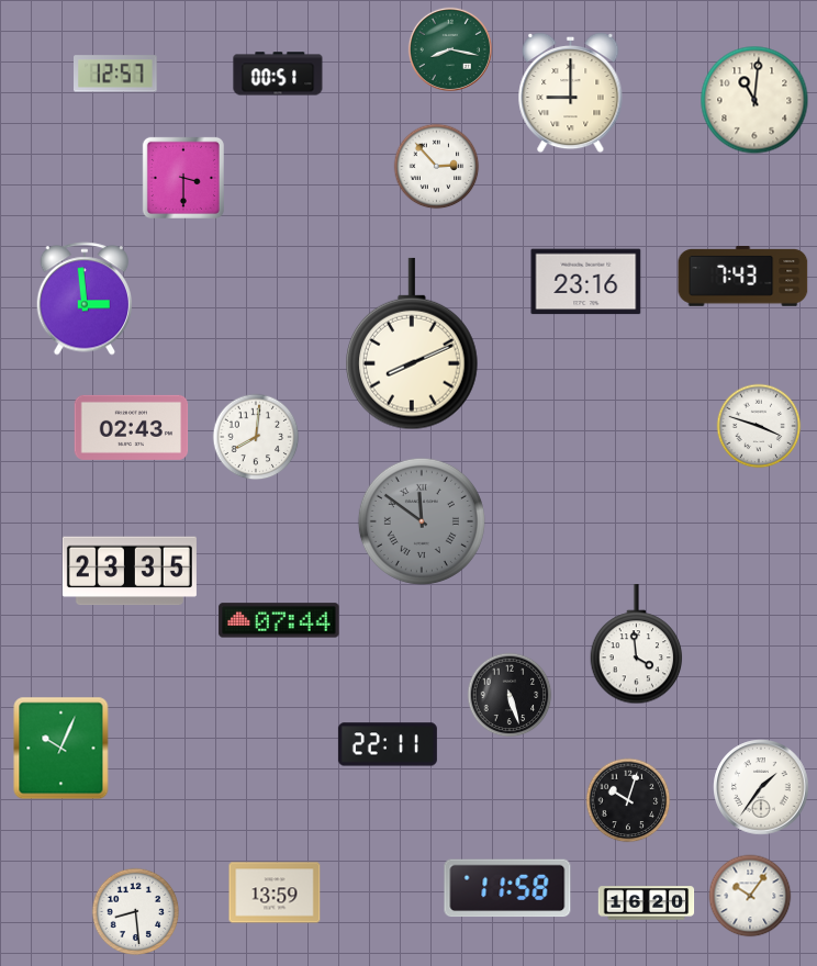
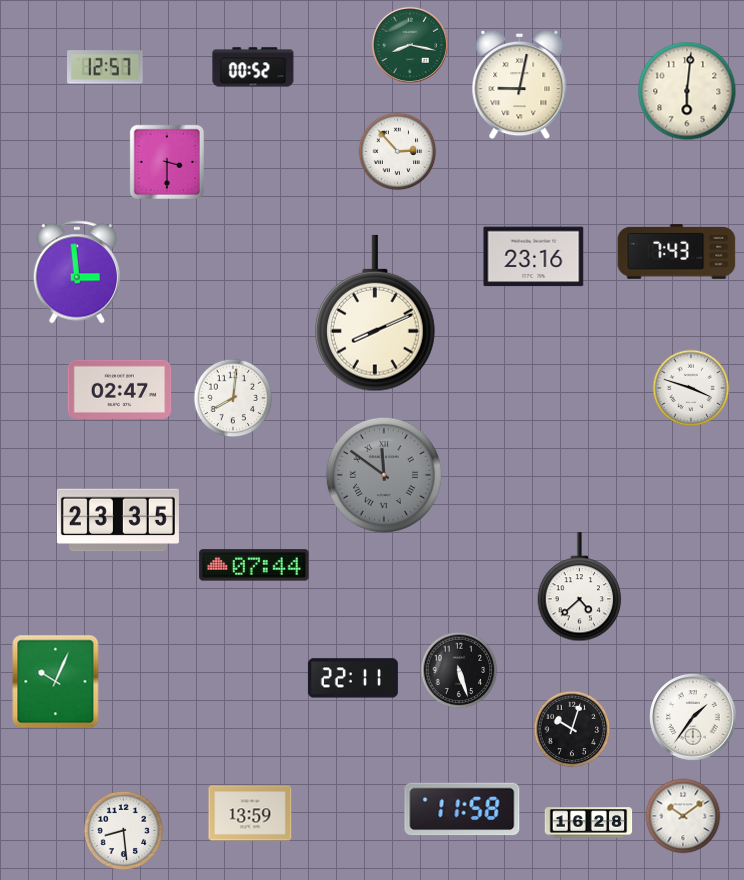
clock at (278, 74): 00:51 -> 00:52
clock at (571, 93): 9:00 -> 9:02
clock at (754, 100): 11:01 -> 6:01
clock at (132, 427): 02:43 -> 02:47
clock at (637, 644): 3:59 -> 4:38
clock at (510, 695) position: (510, 695) -> (459, 670)
clock at (750, 896): 10:06 -> 10:09
clock at (647, 903): 16:20 -> 16:28
